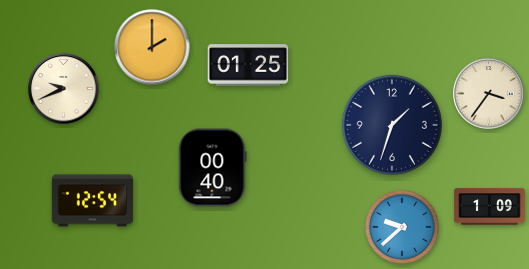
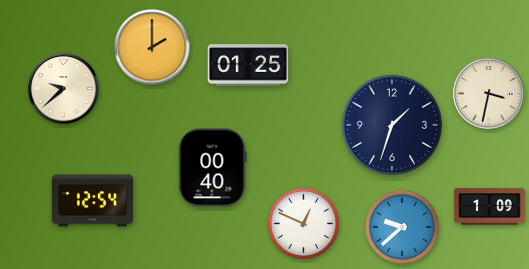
clock at (64, 89): 9:41 -> 9:38
clock at (489, 94): 3:36 -> 3:32
clock at (303, 223): none -> 12:49
